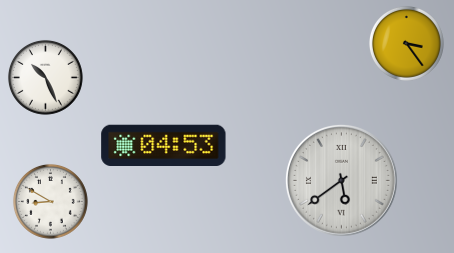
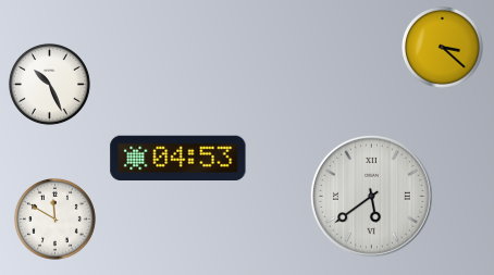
clock at (406, 43): 3:24 -> 3:22
clock at (50, 201): 8:50 -> 11:50
